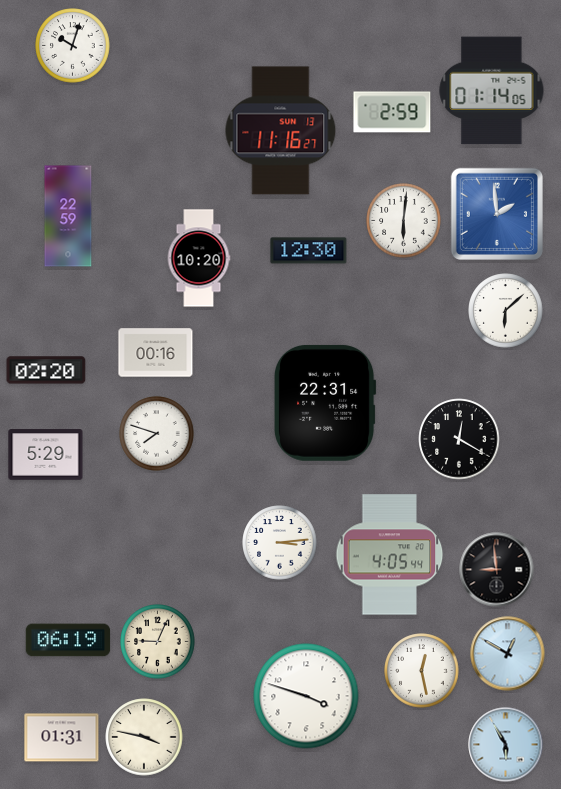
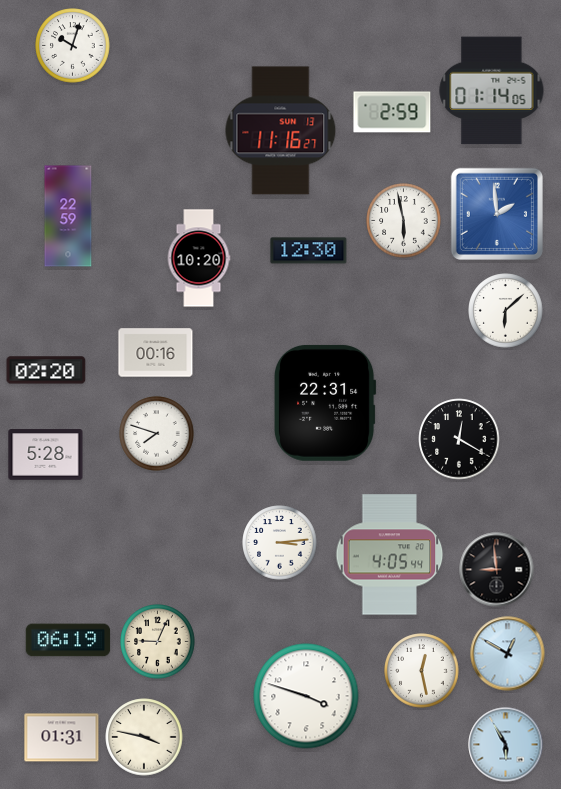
clock at (404, 221): 6:01 -> 5:58
clock at (46, 455): 5:29 -> 5:28
